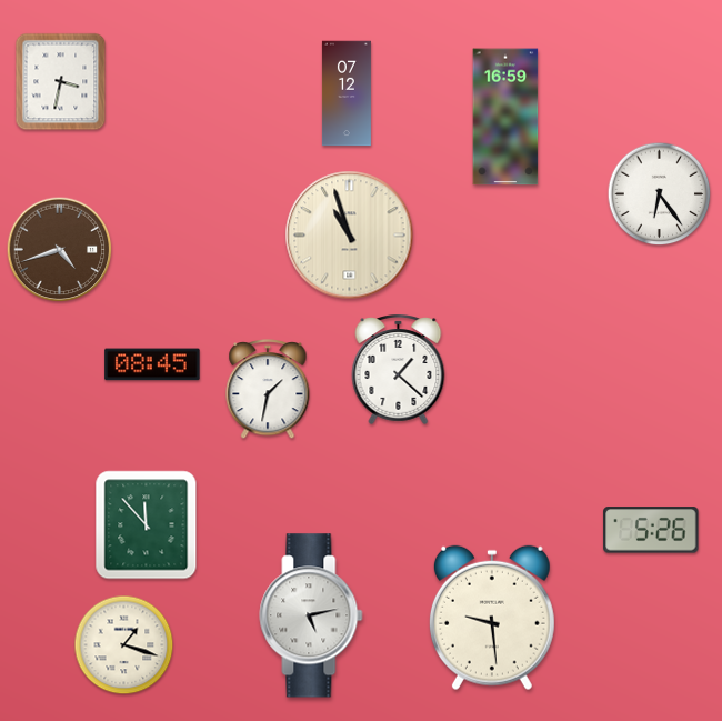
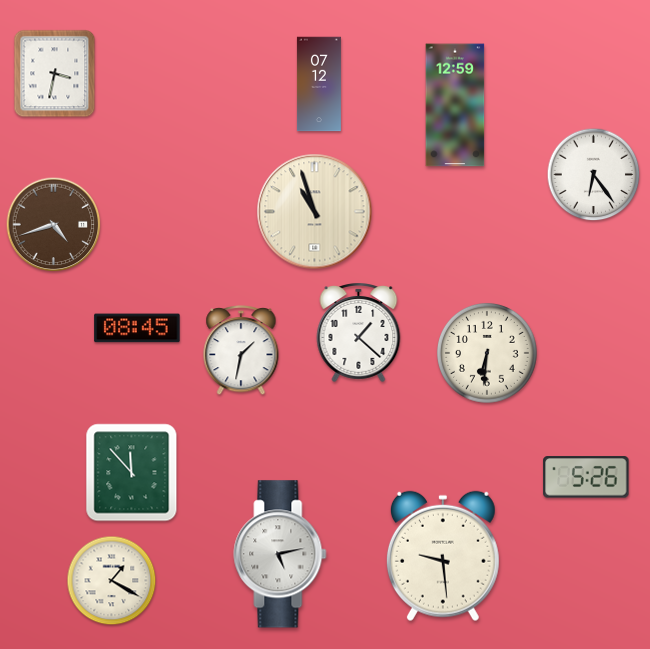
clock at (347, 93) position: (347, 93) -> (319, 84)
clock at (505, 117): 16:59 -> 12:59
clock at (487, 353): none -> 6:31
clock at (124, 645): 1:18 -> 1:20
